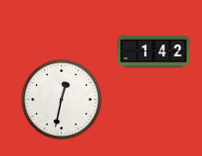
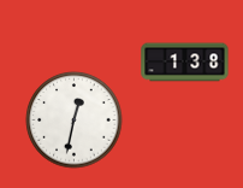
clock at (154, 52): 1:42 -> 1:38
